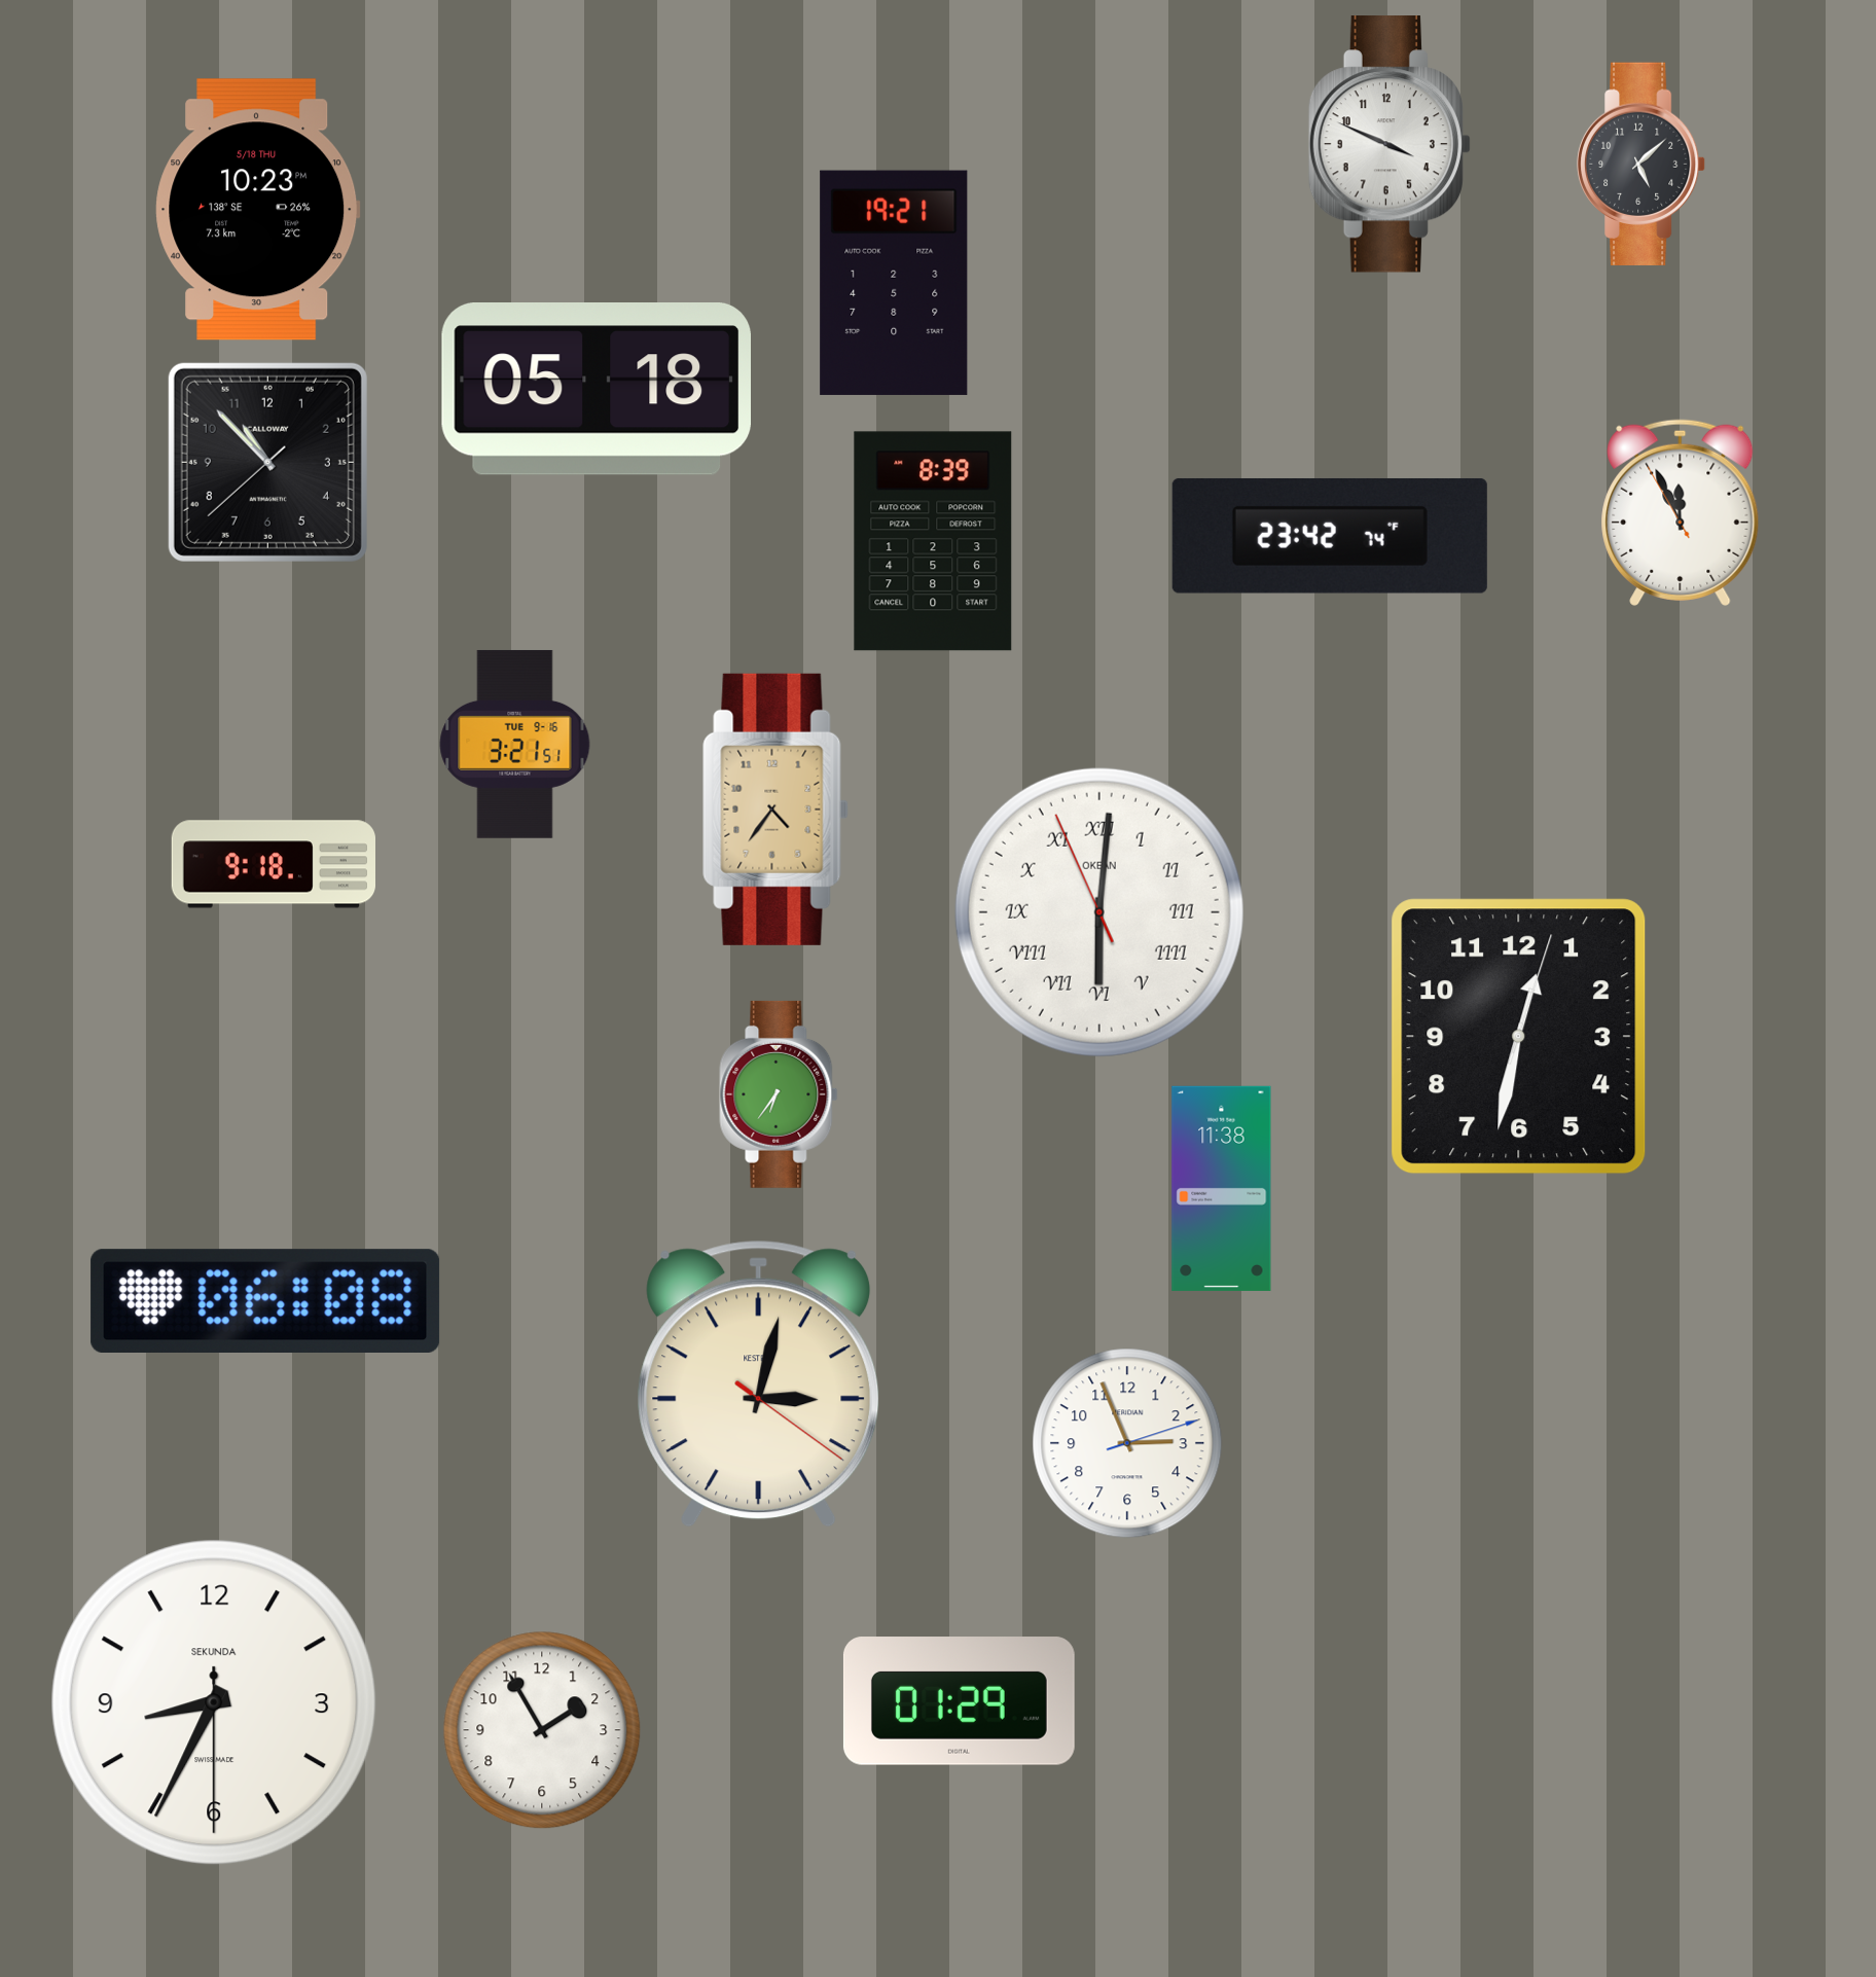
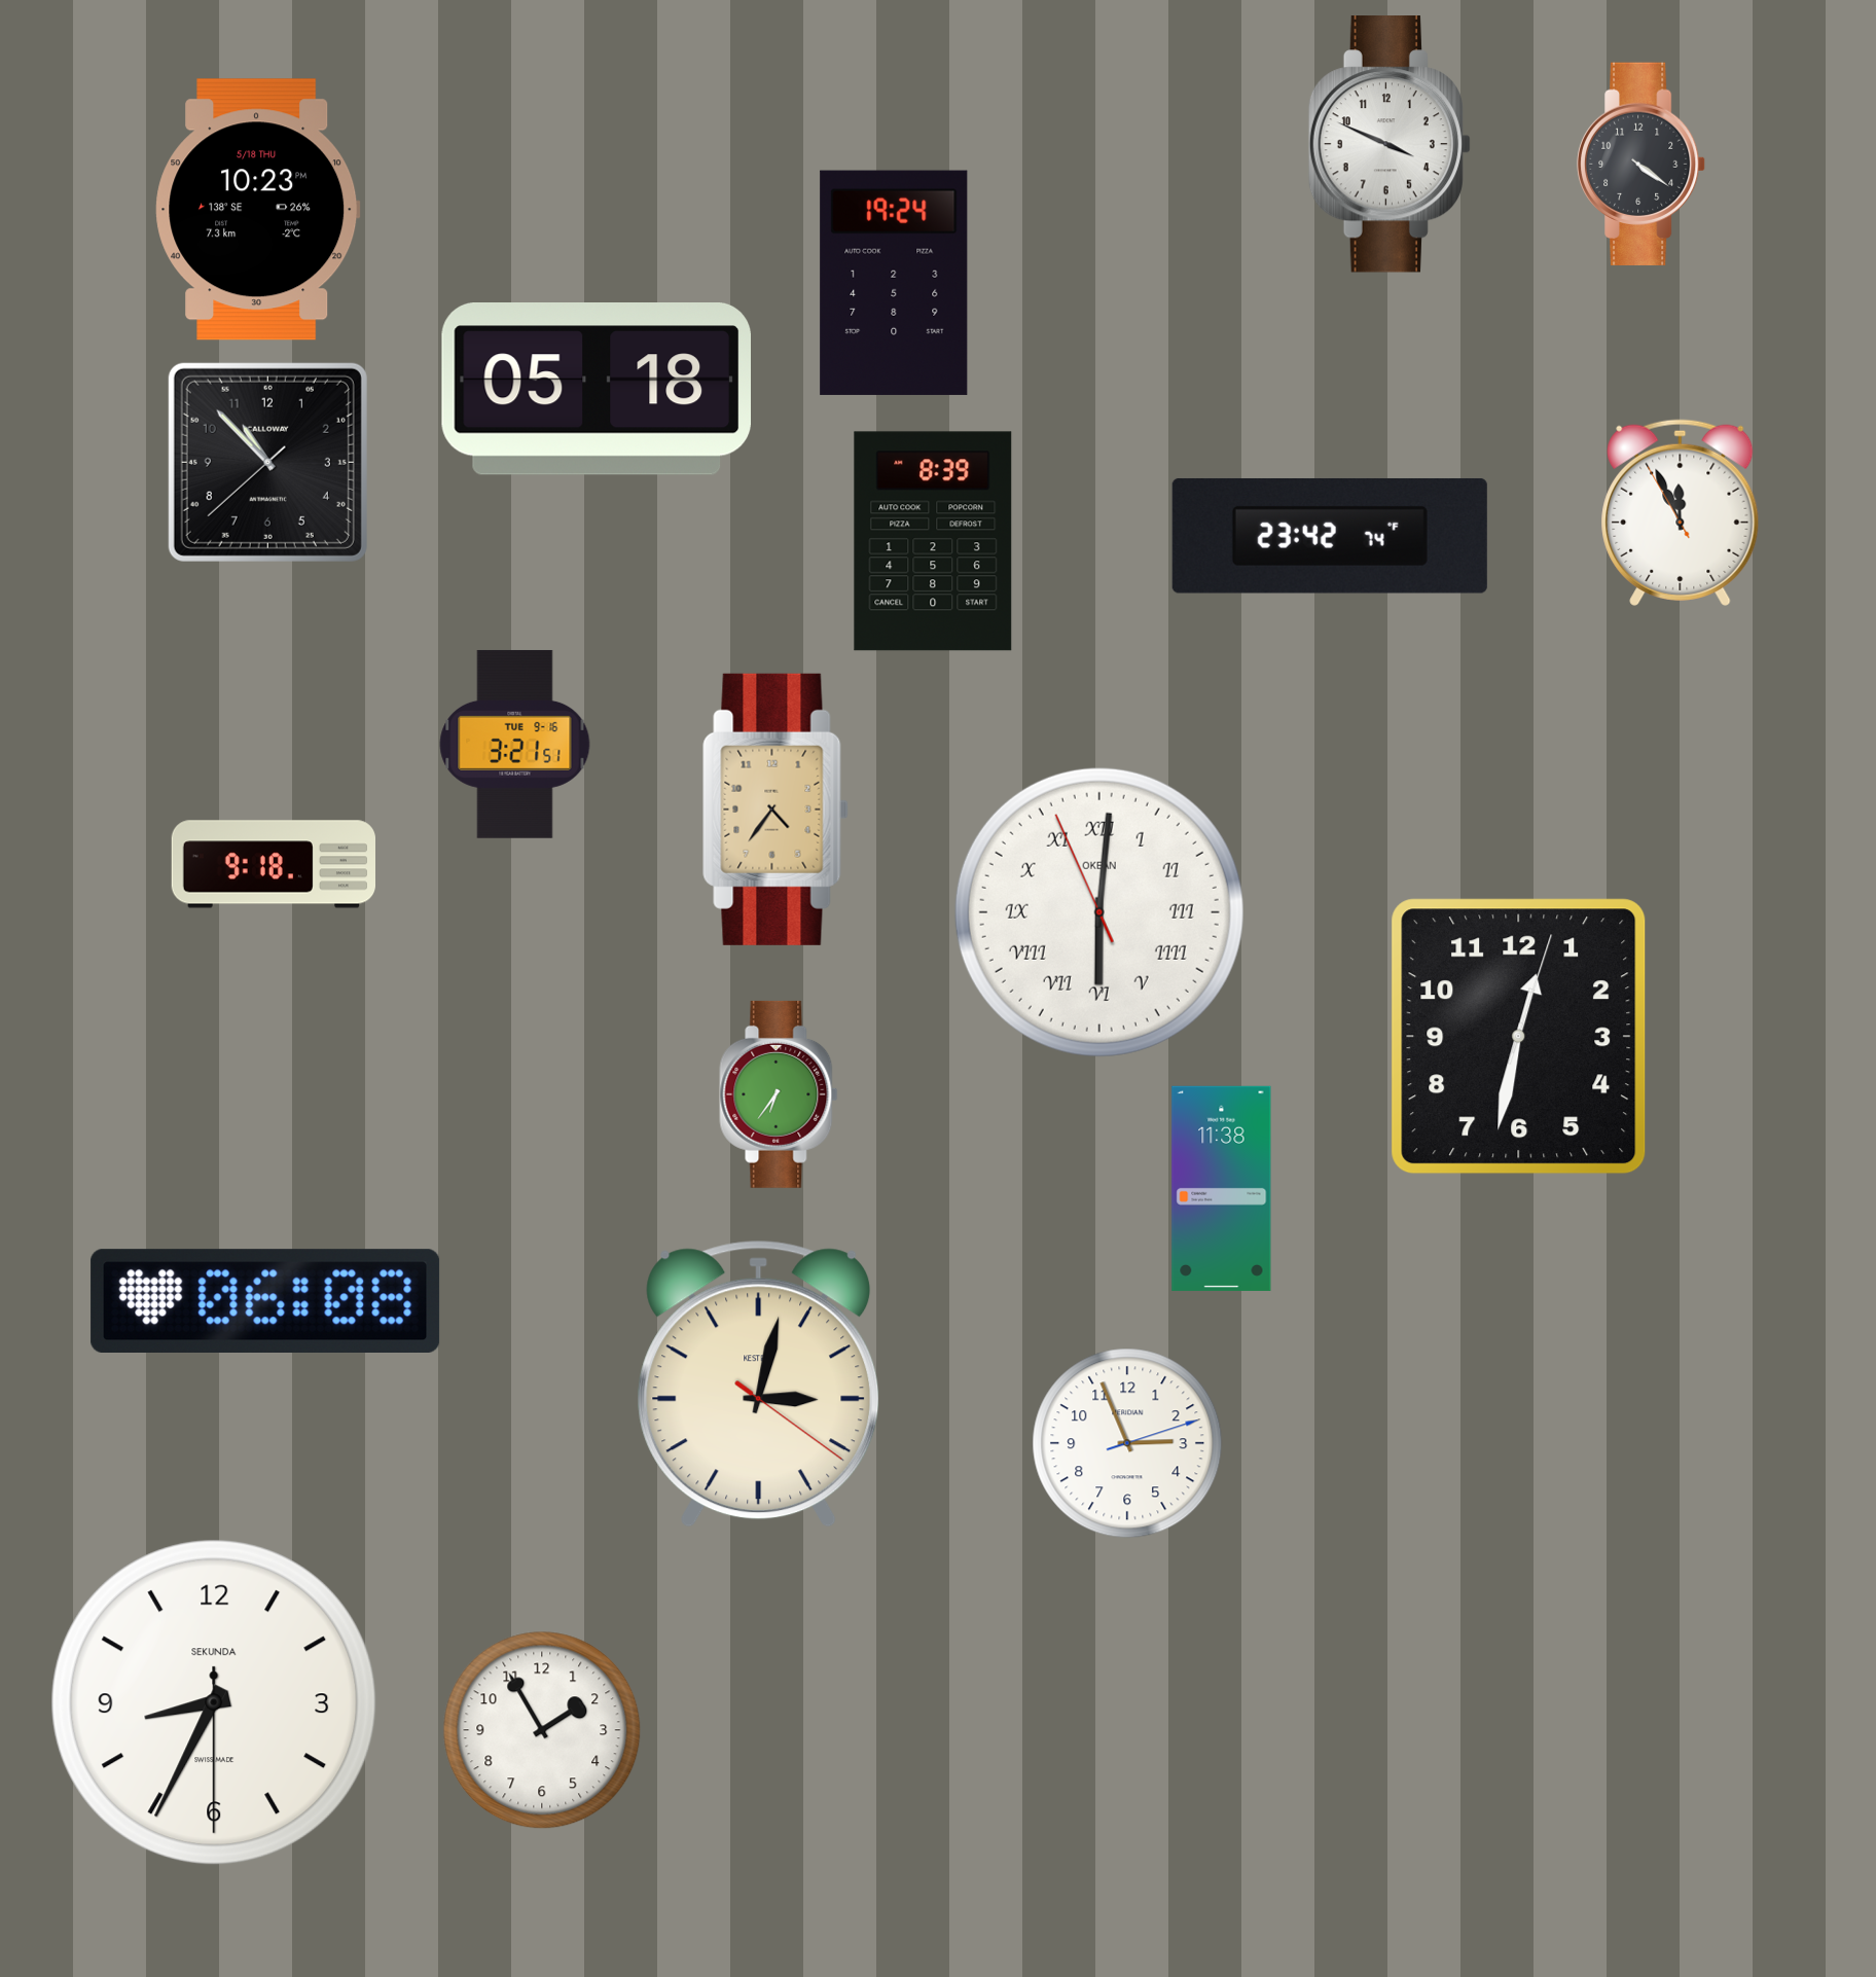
clock at (1643, 164): 5:08 -> 4:21
clock at (894, 283): 19:21 -> 19:24
clock at (959, 1701): 01:29 -> none
